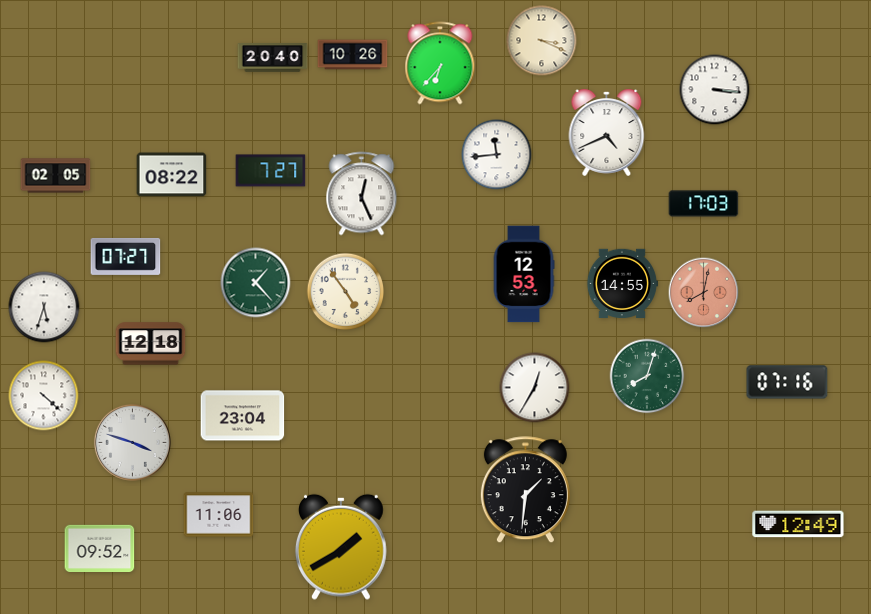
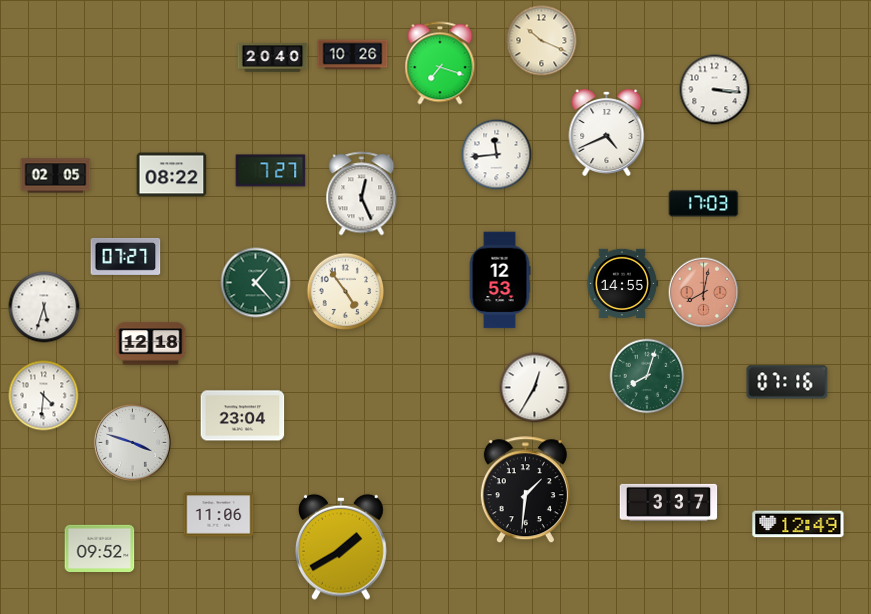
clock at (542, 41): 3:19 -> 10:19
clock at (440, 63): 6:37 -> 7:18
clock at (524, 274) position: (524, 274) -> (500, 280)
clock at (44, 396): 4:22 -> 4:31
clock at (669, 502): none -> 3:37
